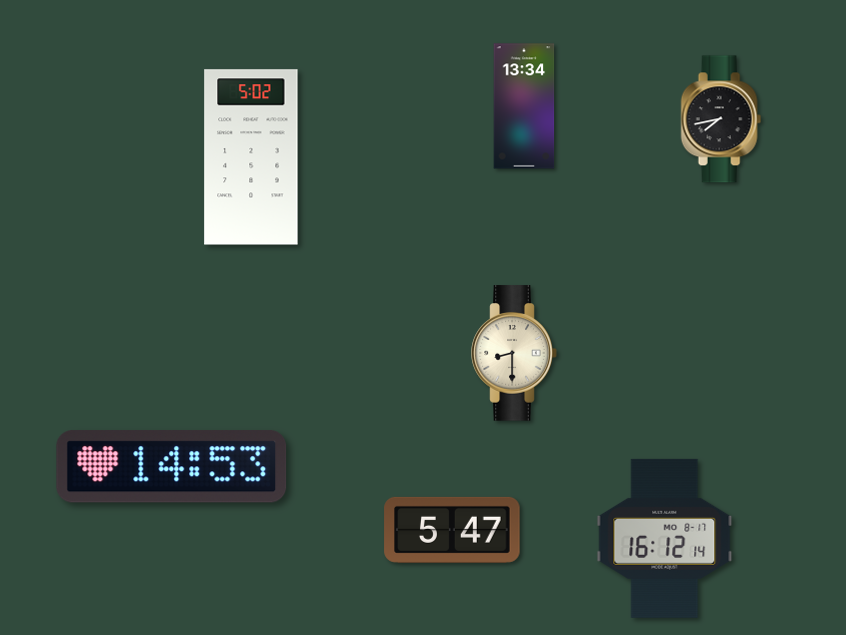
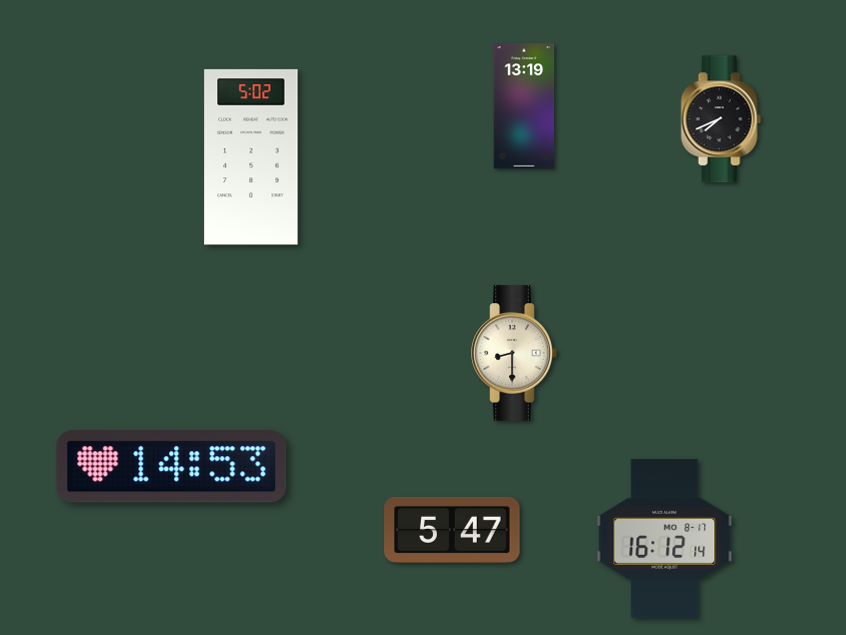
clock at (524, 106): 13:34 -> 13:19
clock at (721, 119): 7:43 -> 7:41
